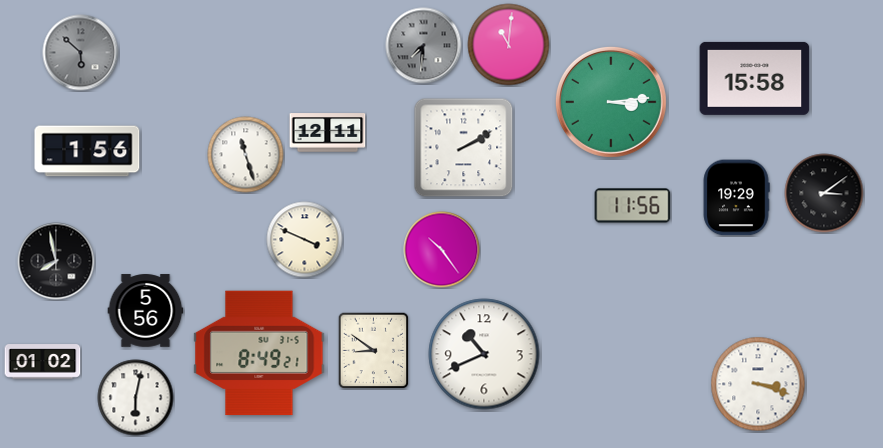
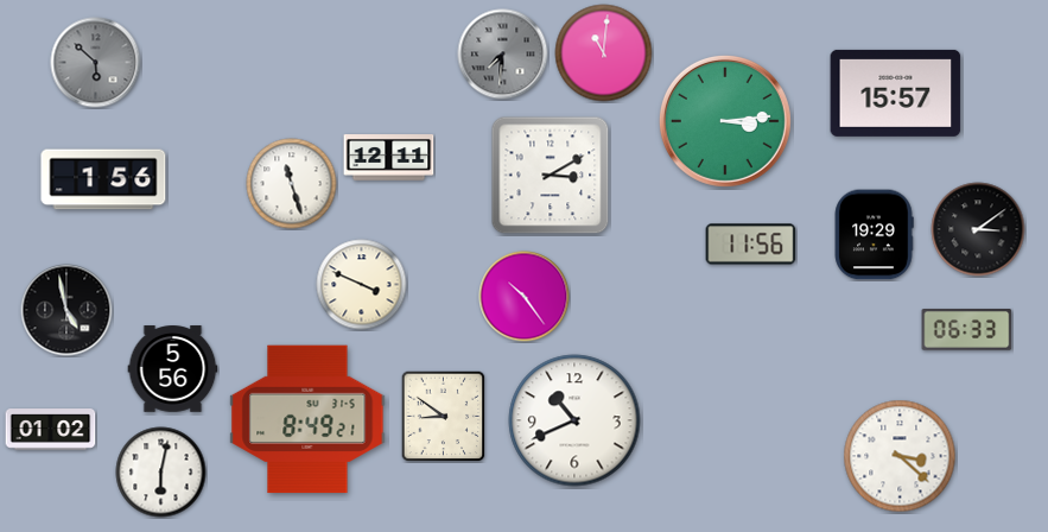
clock at (755, 78): 15:58 -> 15:57
clock at (464, 148): 2:10 -> 3:10
clock at (56, 261): 7:58 -> 4:58
clock at (967, 330): none -> 06:33
clock at (758, 384): 3:18 -> 3:22
